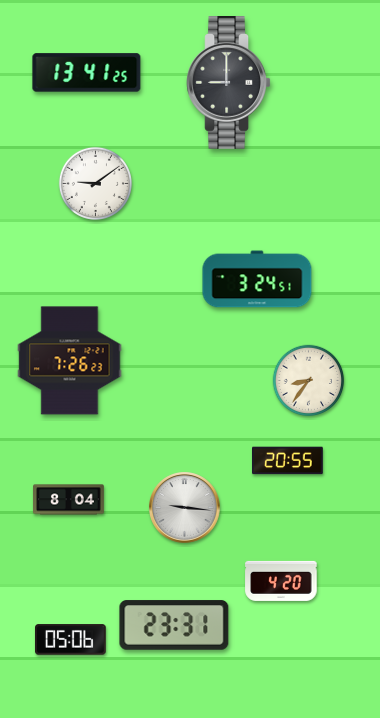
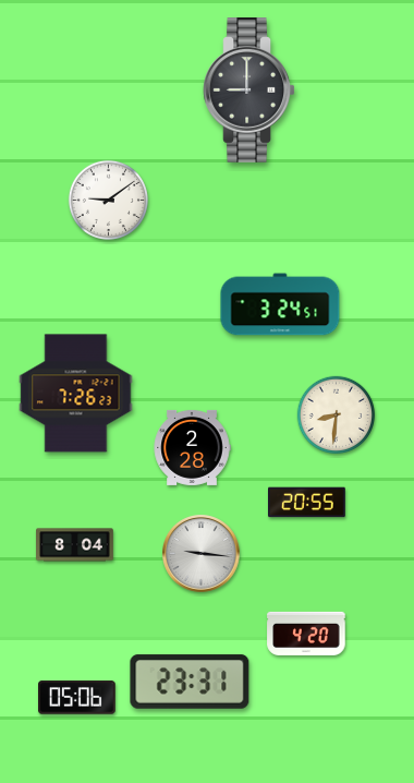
clock at (87, 73): 13:41 -> none
clock at (95, 183) position: (95, 183) -> (108, 200)
clock at (309, 381): 8:36 -> 8:31
clock at (192, 447): none -> 2:28
clock at (288, 461) position: (288, 461) -> (307, 503)
